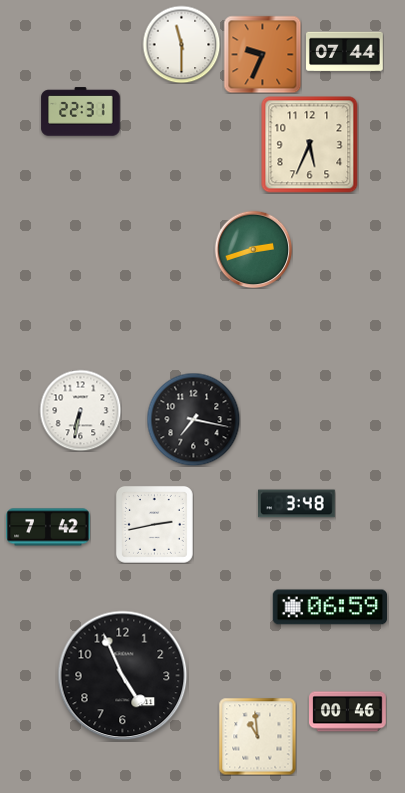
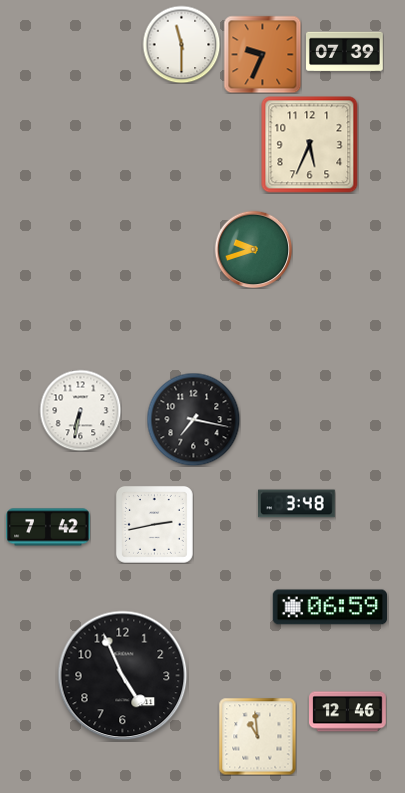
clock at (345, 52): 07:44 -> 07:39
clock at (81, 112): 22:31 -> none
clock at (253, 249): 2:42 -> 9:42
clock at (348, 712): 00:46 -> 12:46
